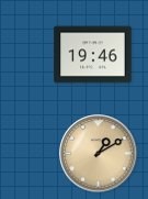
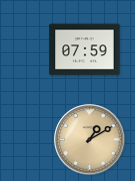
clock at (93, 55): 19:46 -> 07:59
